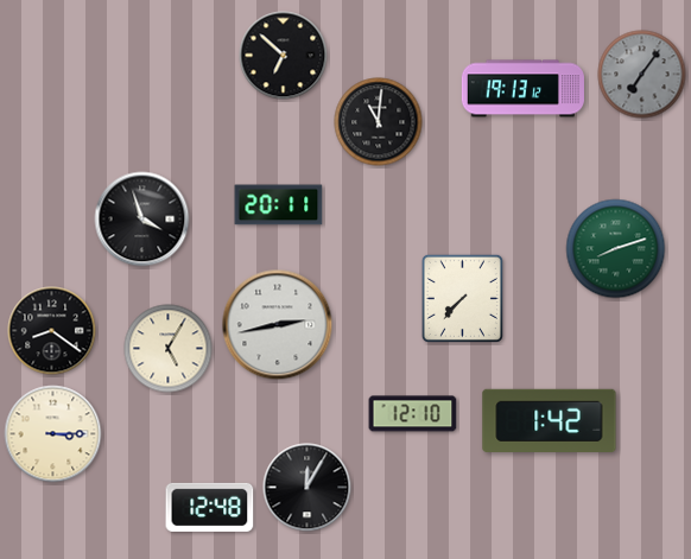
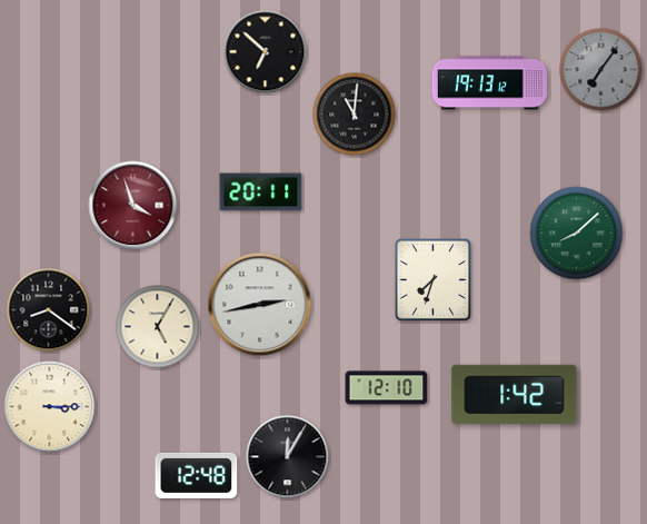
clock at (142, 220) dial: black -> burgundy
clock at (616, 249): 8:12 -> 8:08
clock at (462, 298): 7:37 -> 7:33
